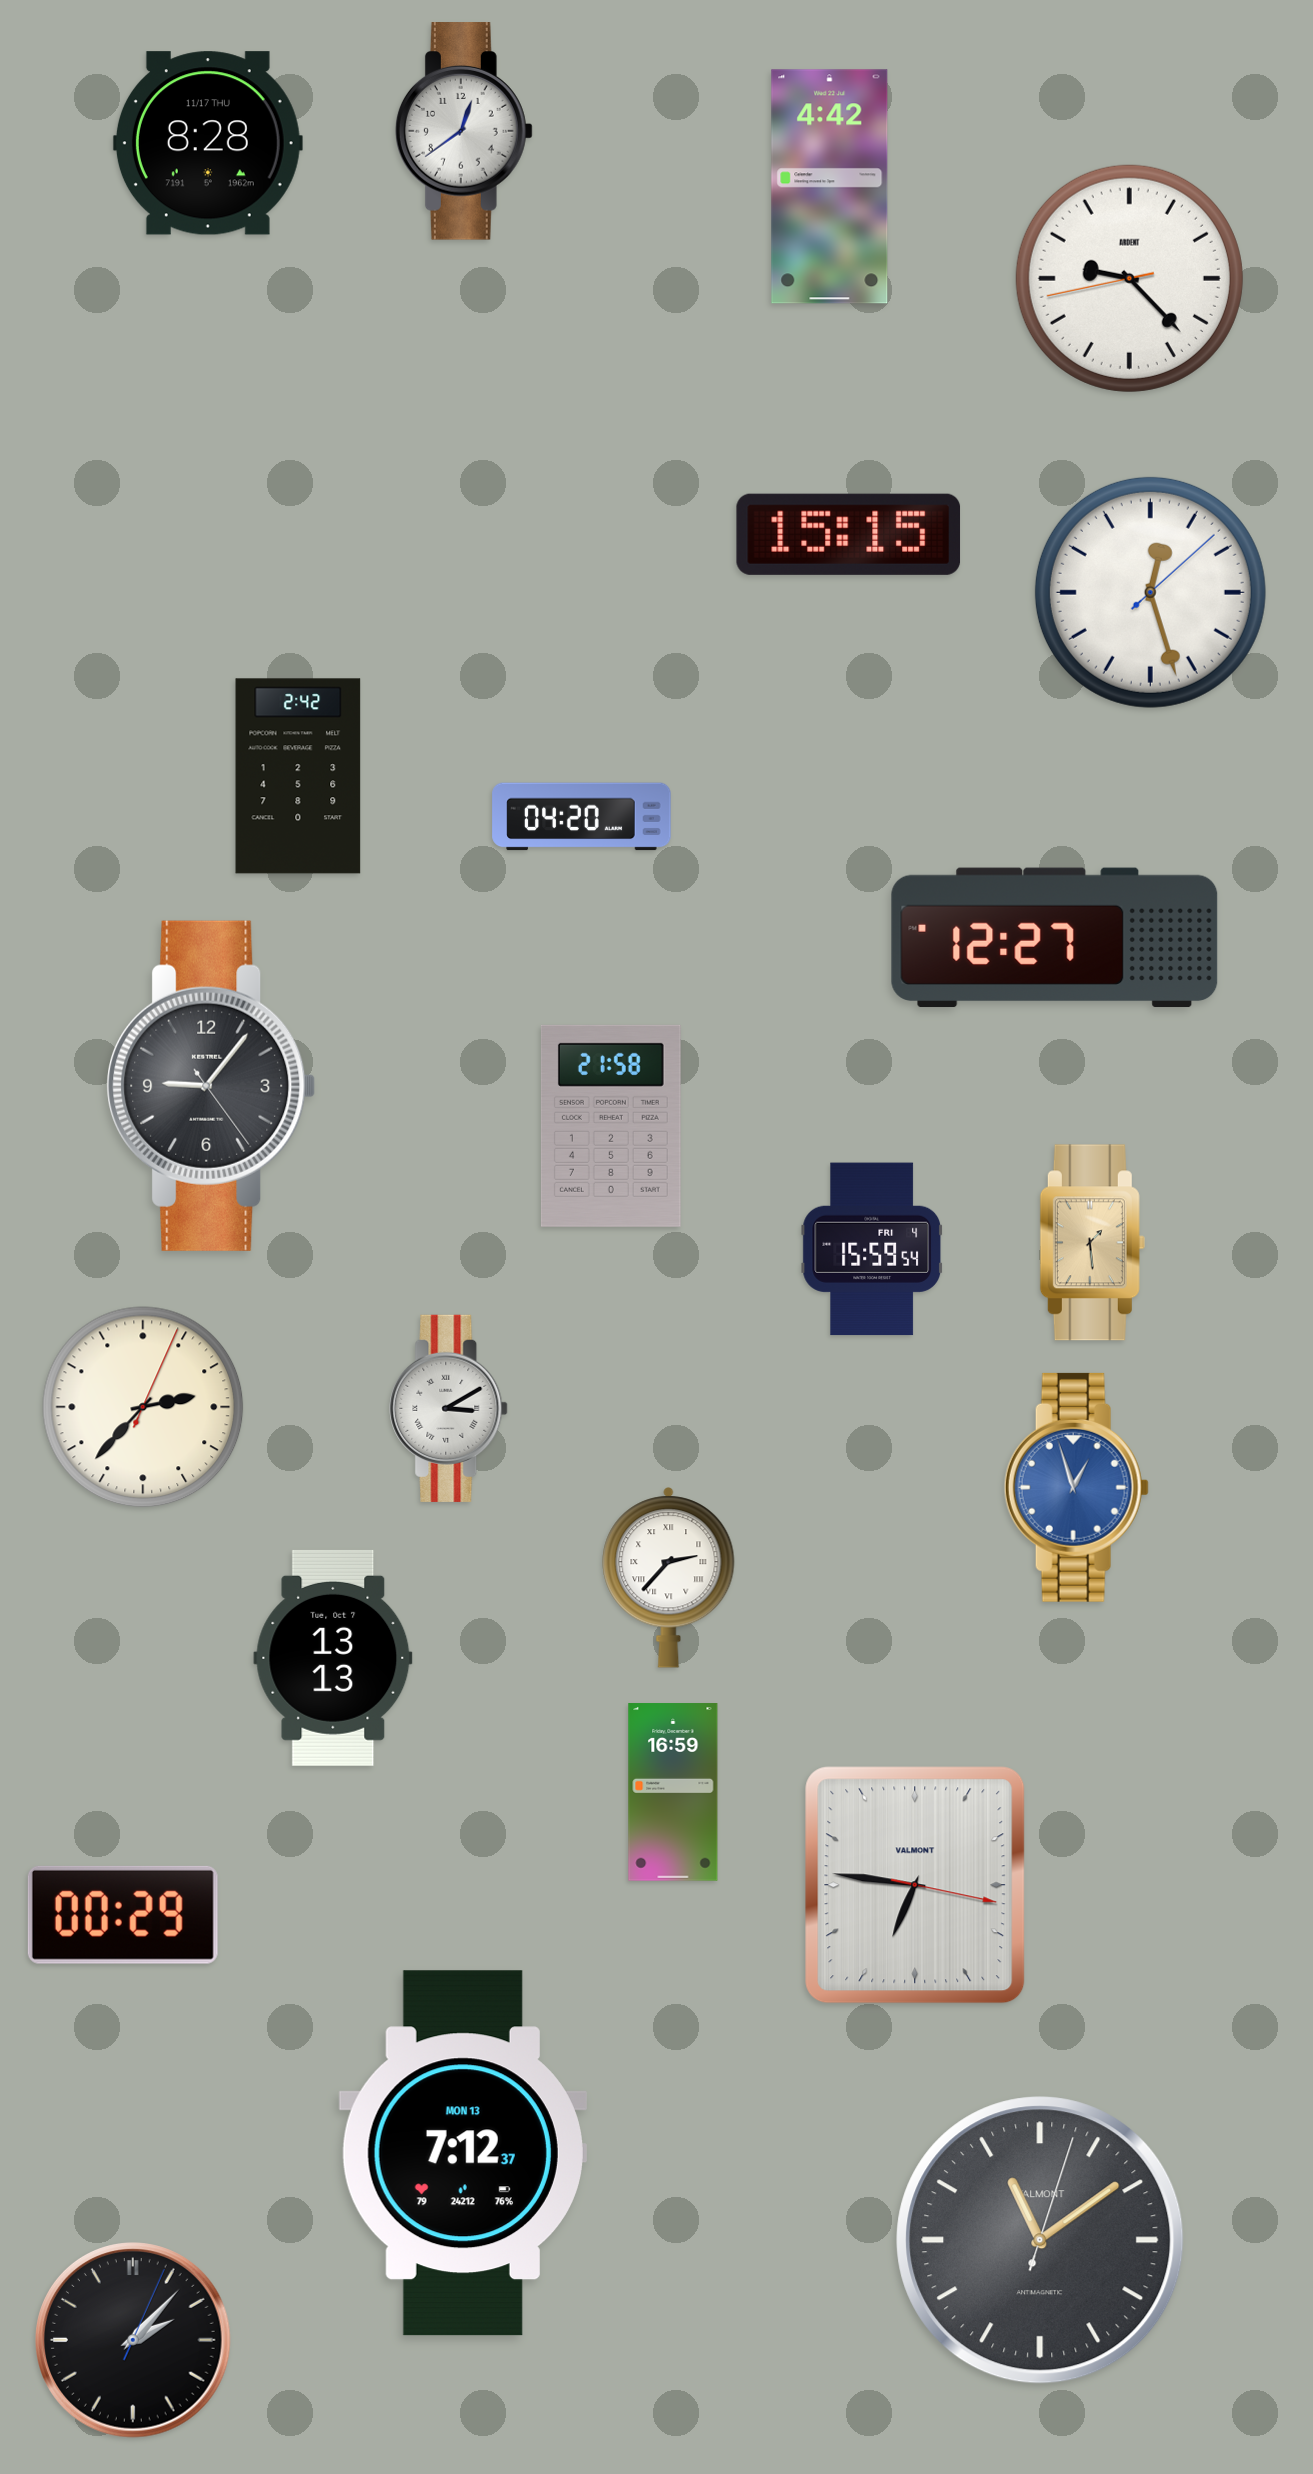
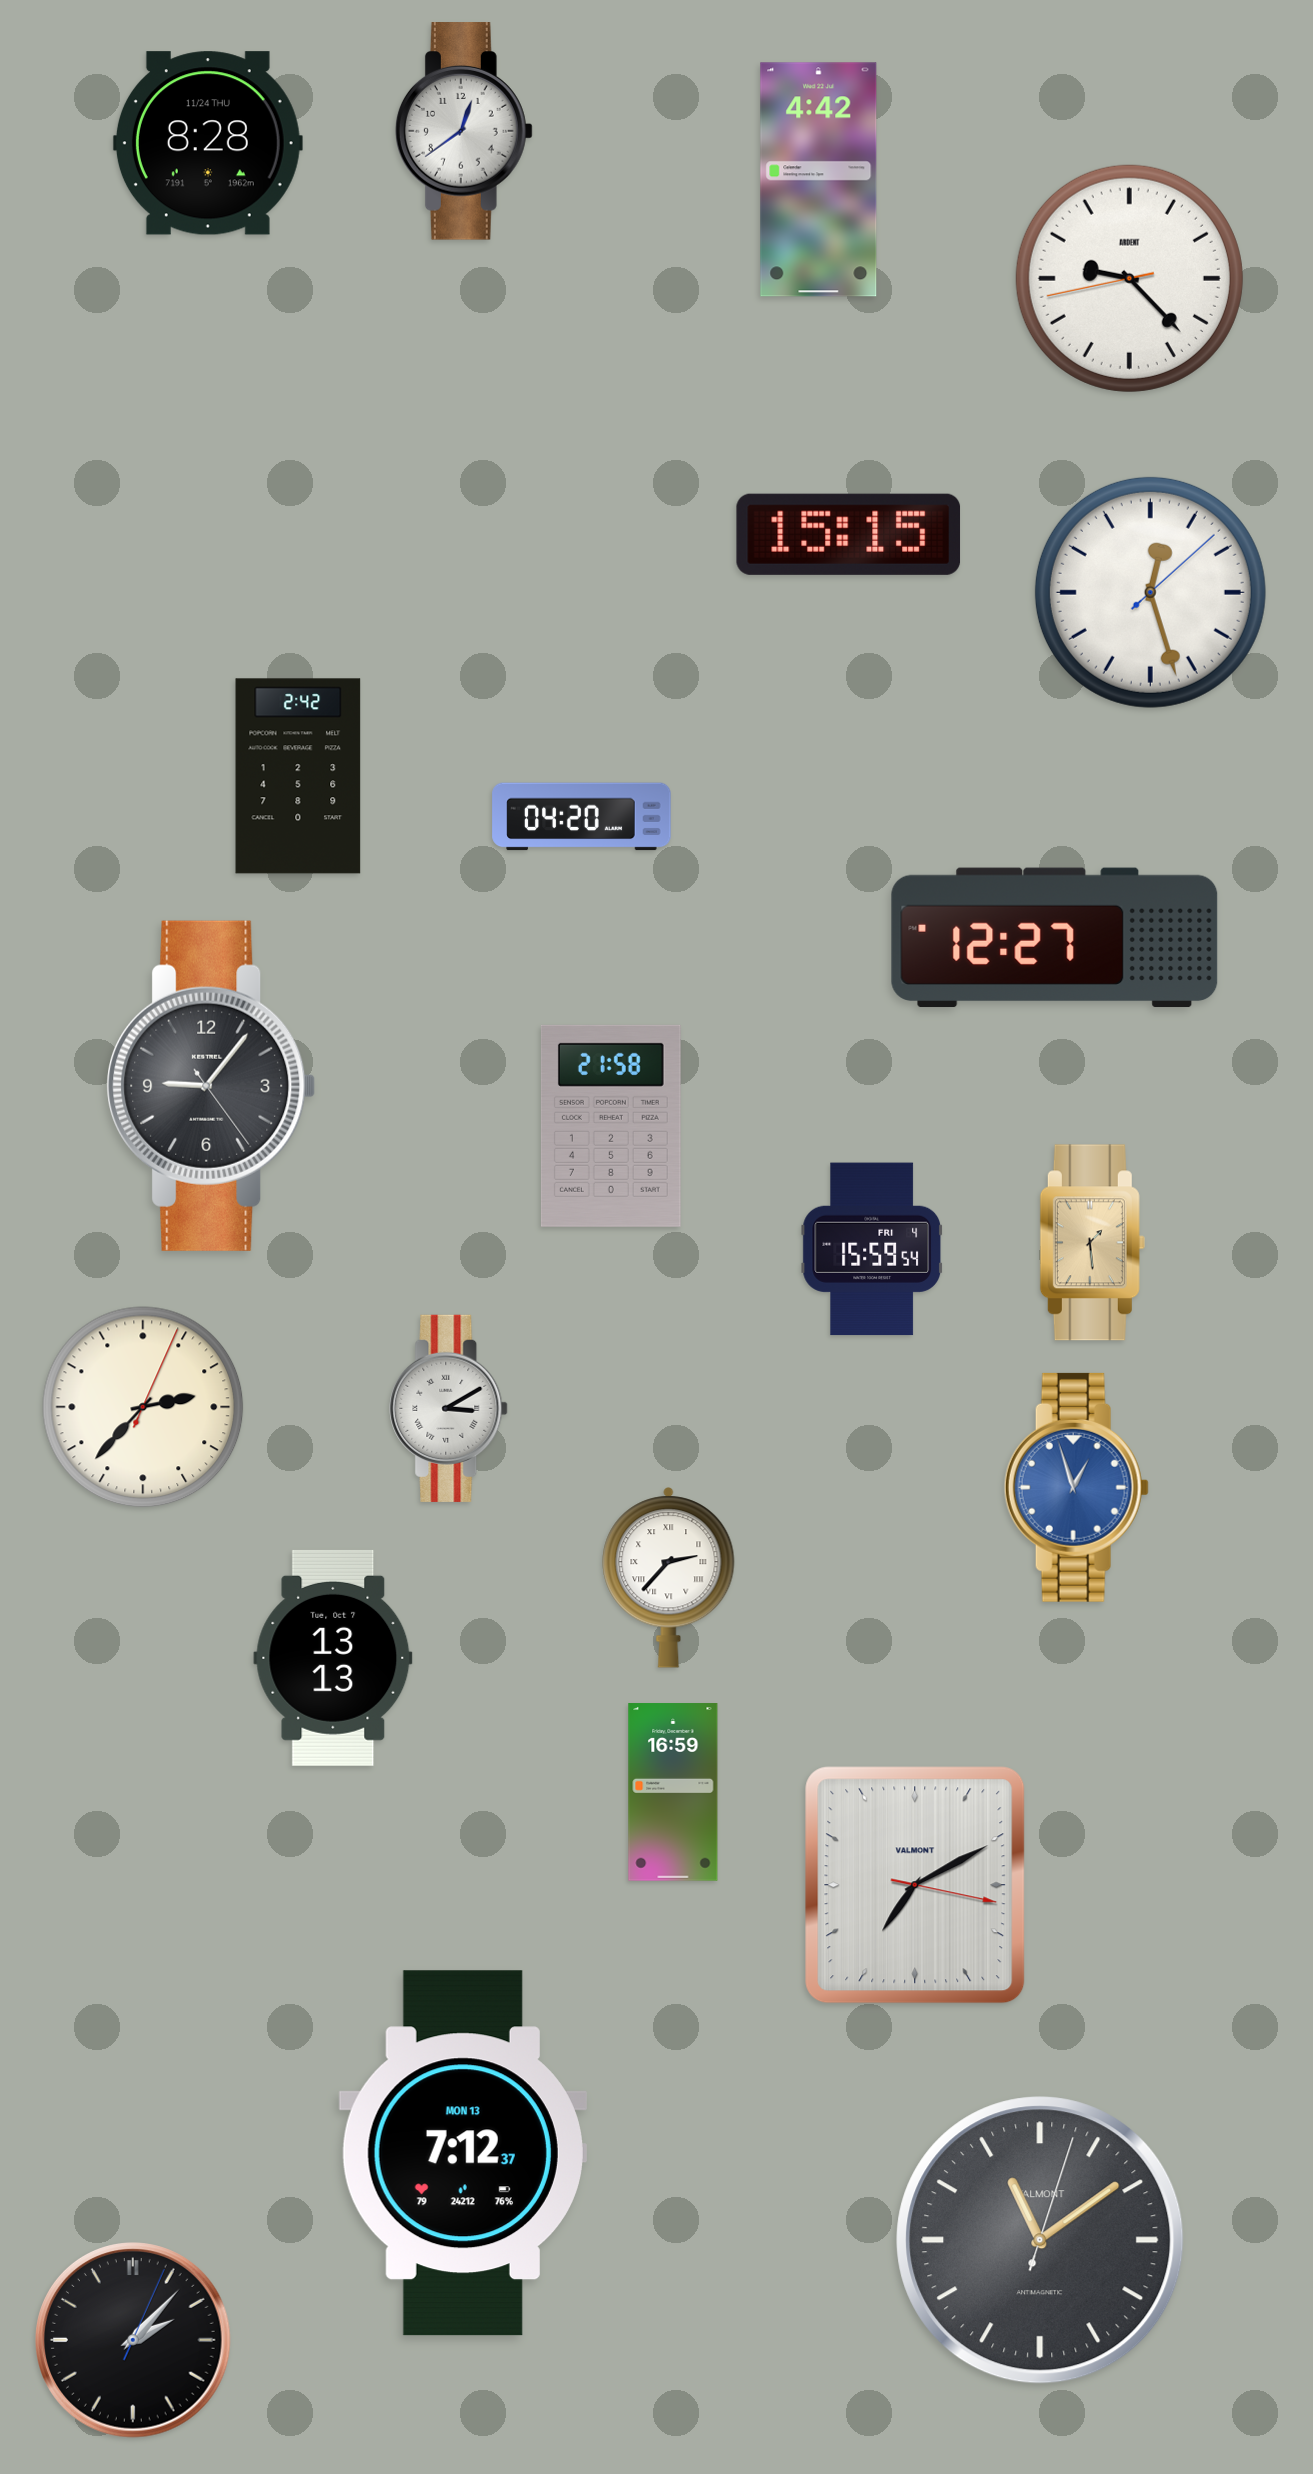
clock at (208, 143) date: 11/17 THU -> 11/24 THU
clock at (830, 187) position: (830, 187) -> (819, 180)
clock at (915, 1885): 6:46 -> 7:10
clock at (123, 1915): 00:29 -> none
